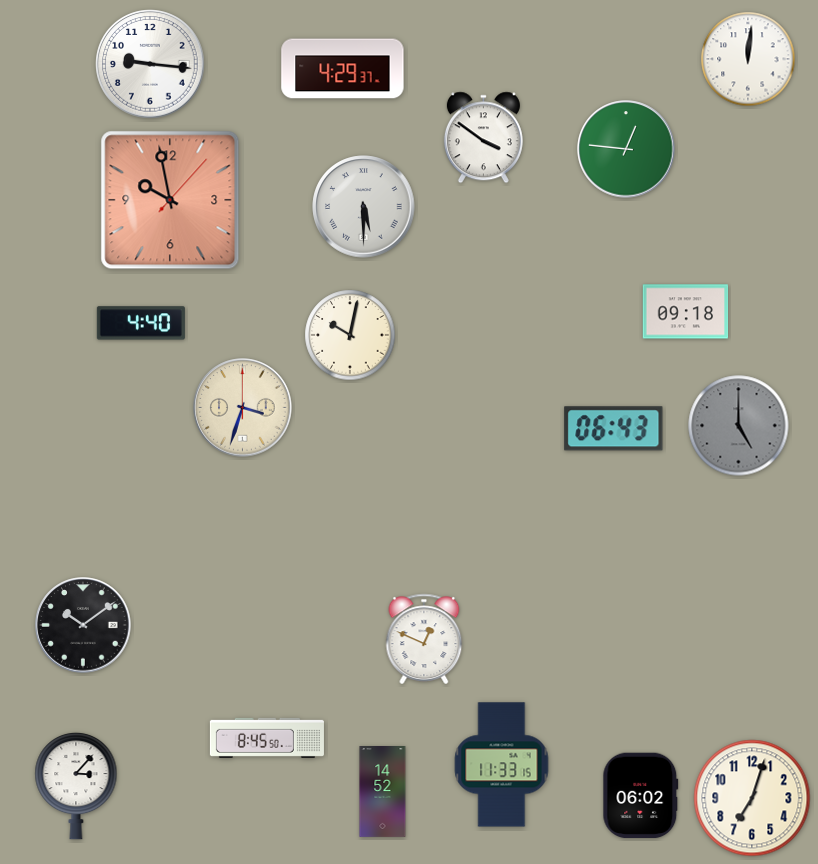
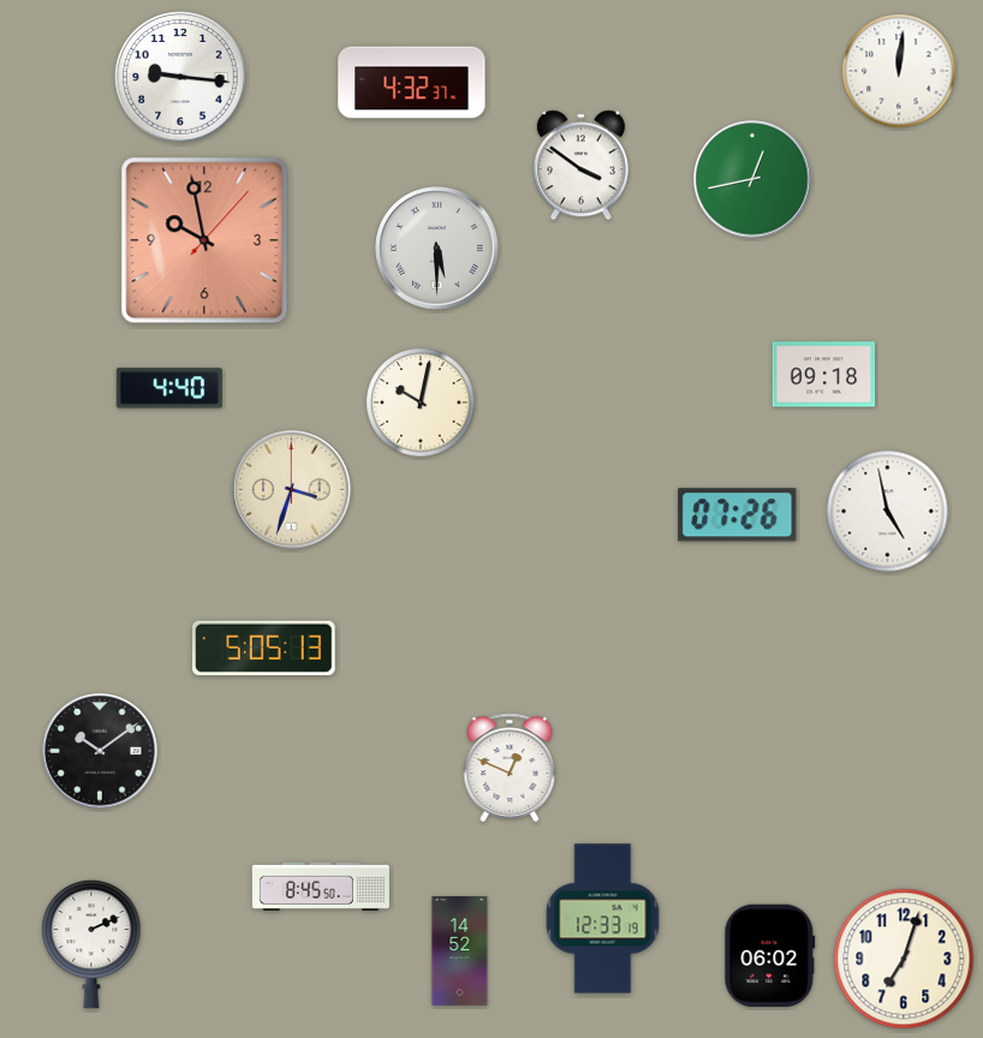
clock at (343, 69): 4:29 -> 4:32
clock at (626, 149): 12:46 -> 12:43
clock at (739, 426): 5:00 -> 4:58
clock at (739, 426) dial: grey -> white
clock at (614, 429): 06:43 -> 07:26
clock at (264, 649): none -> 5:05
clock at (502, 765): 11:33 -> 12:33
clock at (76, 786): 3:07 -> 2:11
